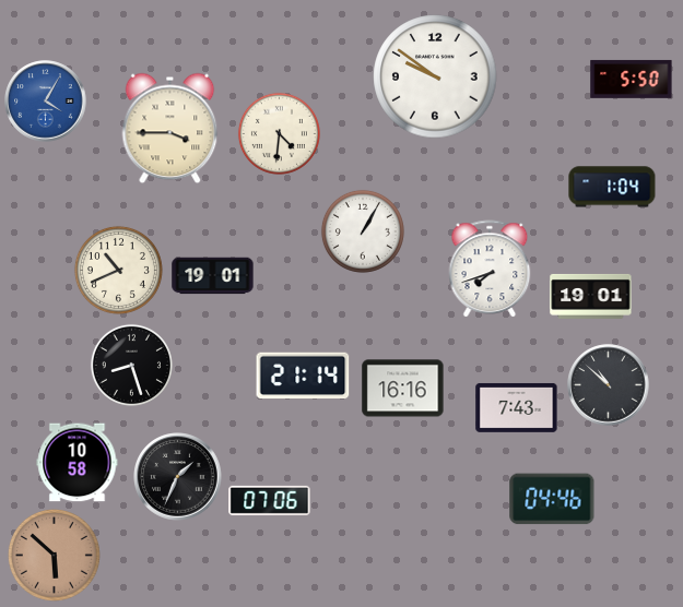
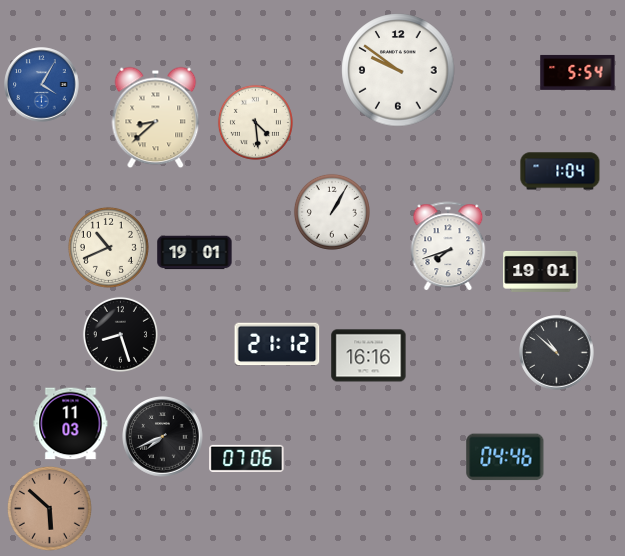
clock at (632, 79): 5:50 -> 5:54
clock at (46, 102) position: (46, 102) -> (42, 85)
clock at (170, 129): 3:45 -> 8:38
clock at (279, 133): 4:31 -> 4:29
clock at (303, 376): 21:14 -> 21:12
clock at (517, 407): 7:43 -> none
clock at (78, 463): 10:58 -> 11:03
clock at (178, 477): 1:34 -> 7:41
